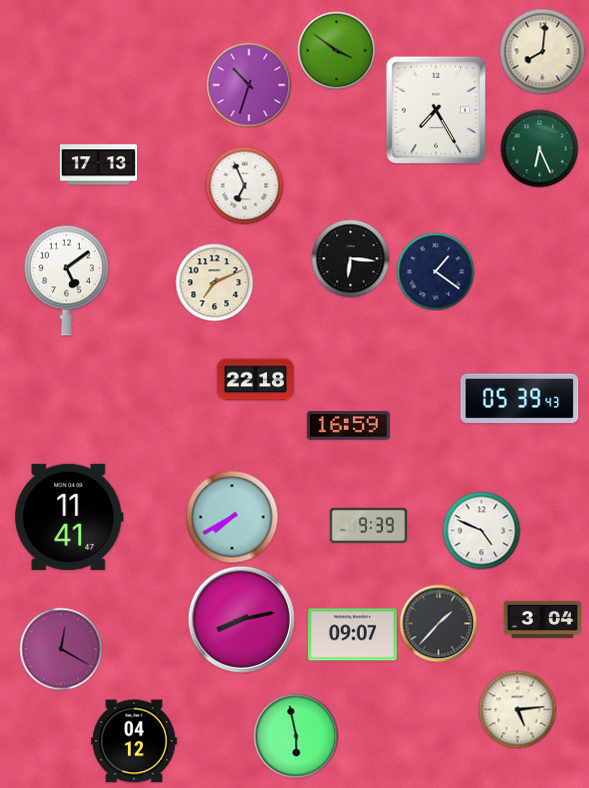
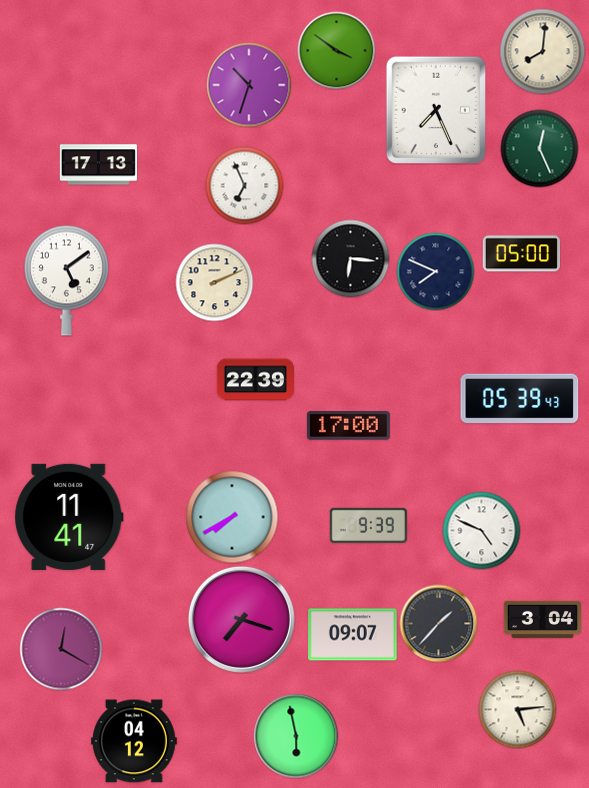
clock at (436, 109): 7:25 -> 7:26
clock at (539, 148): 6:26 -> 12:26
clock at (521, 254): none -> 05:00
clock at (435, 271): 1:21 -> 7:49
clock at (214, 282): 7:11 -> 2:11
clock at (255, 380): 22:18 -> 22:39
clock at (348, 426): 16:59 -> 17:00
clock at (241, 619): 8:13 -> 7:18
